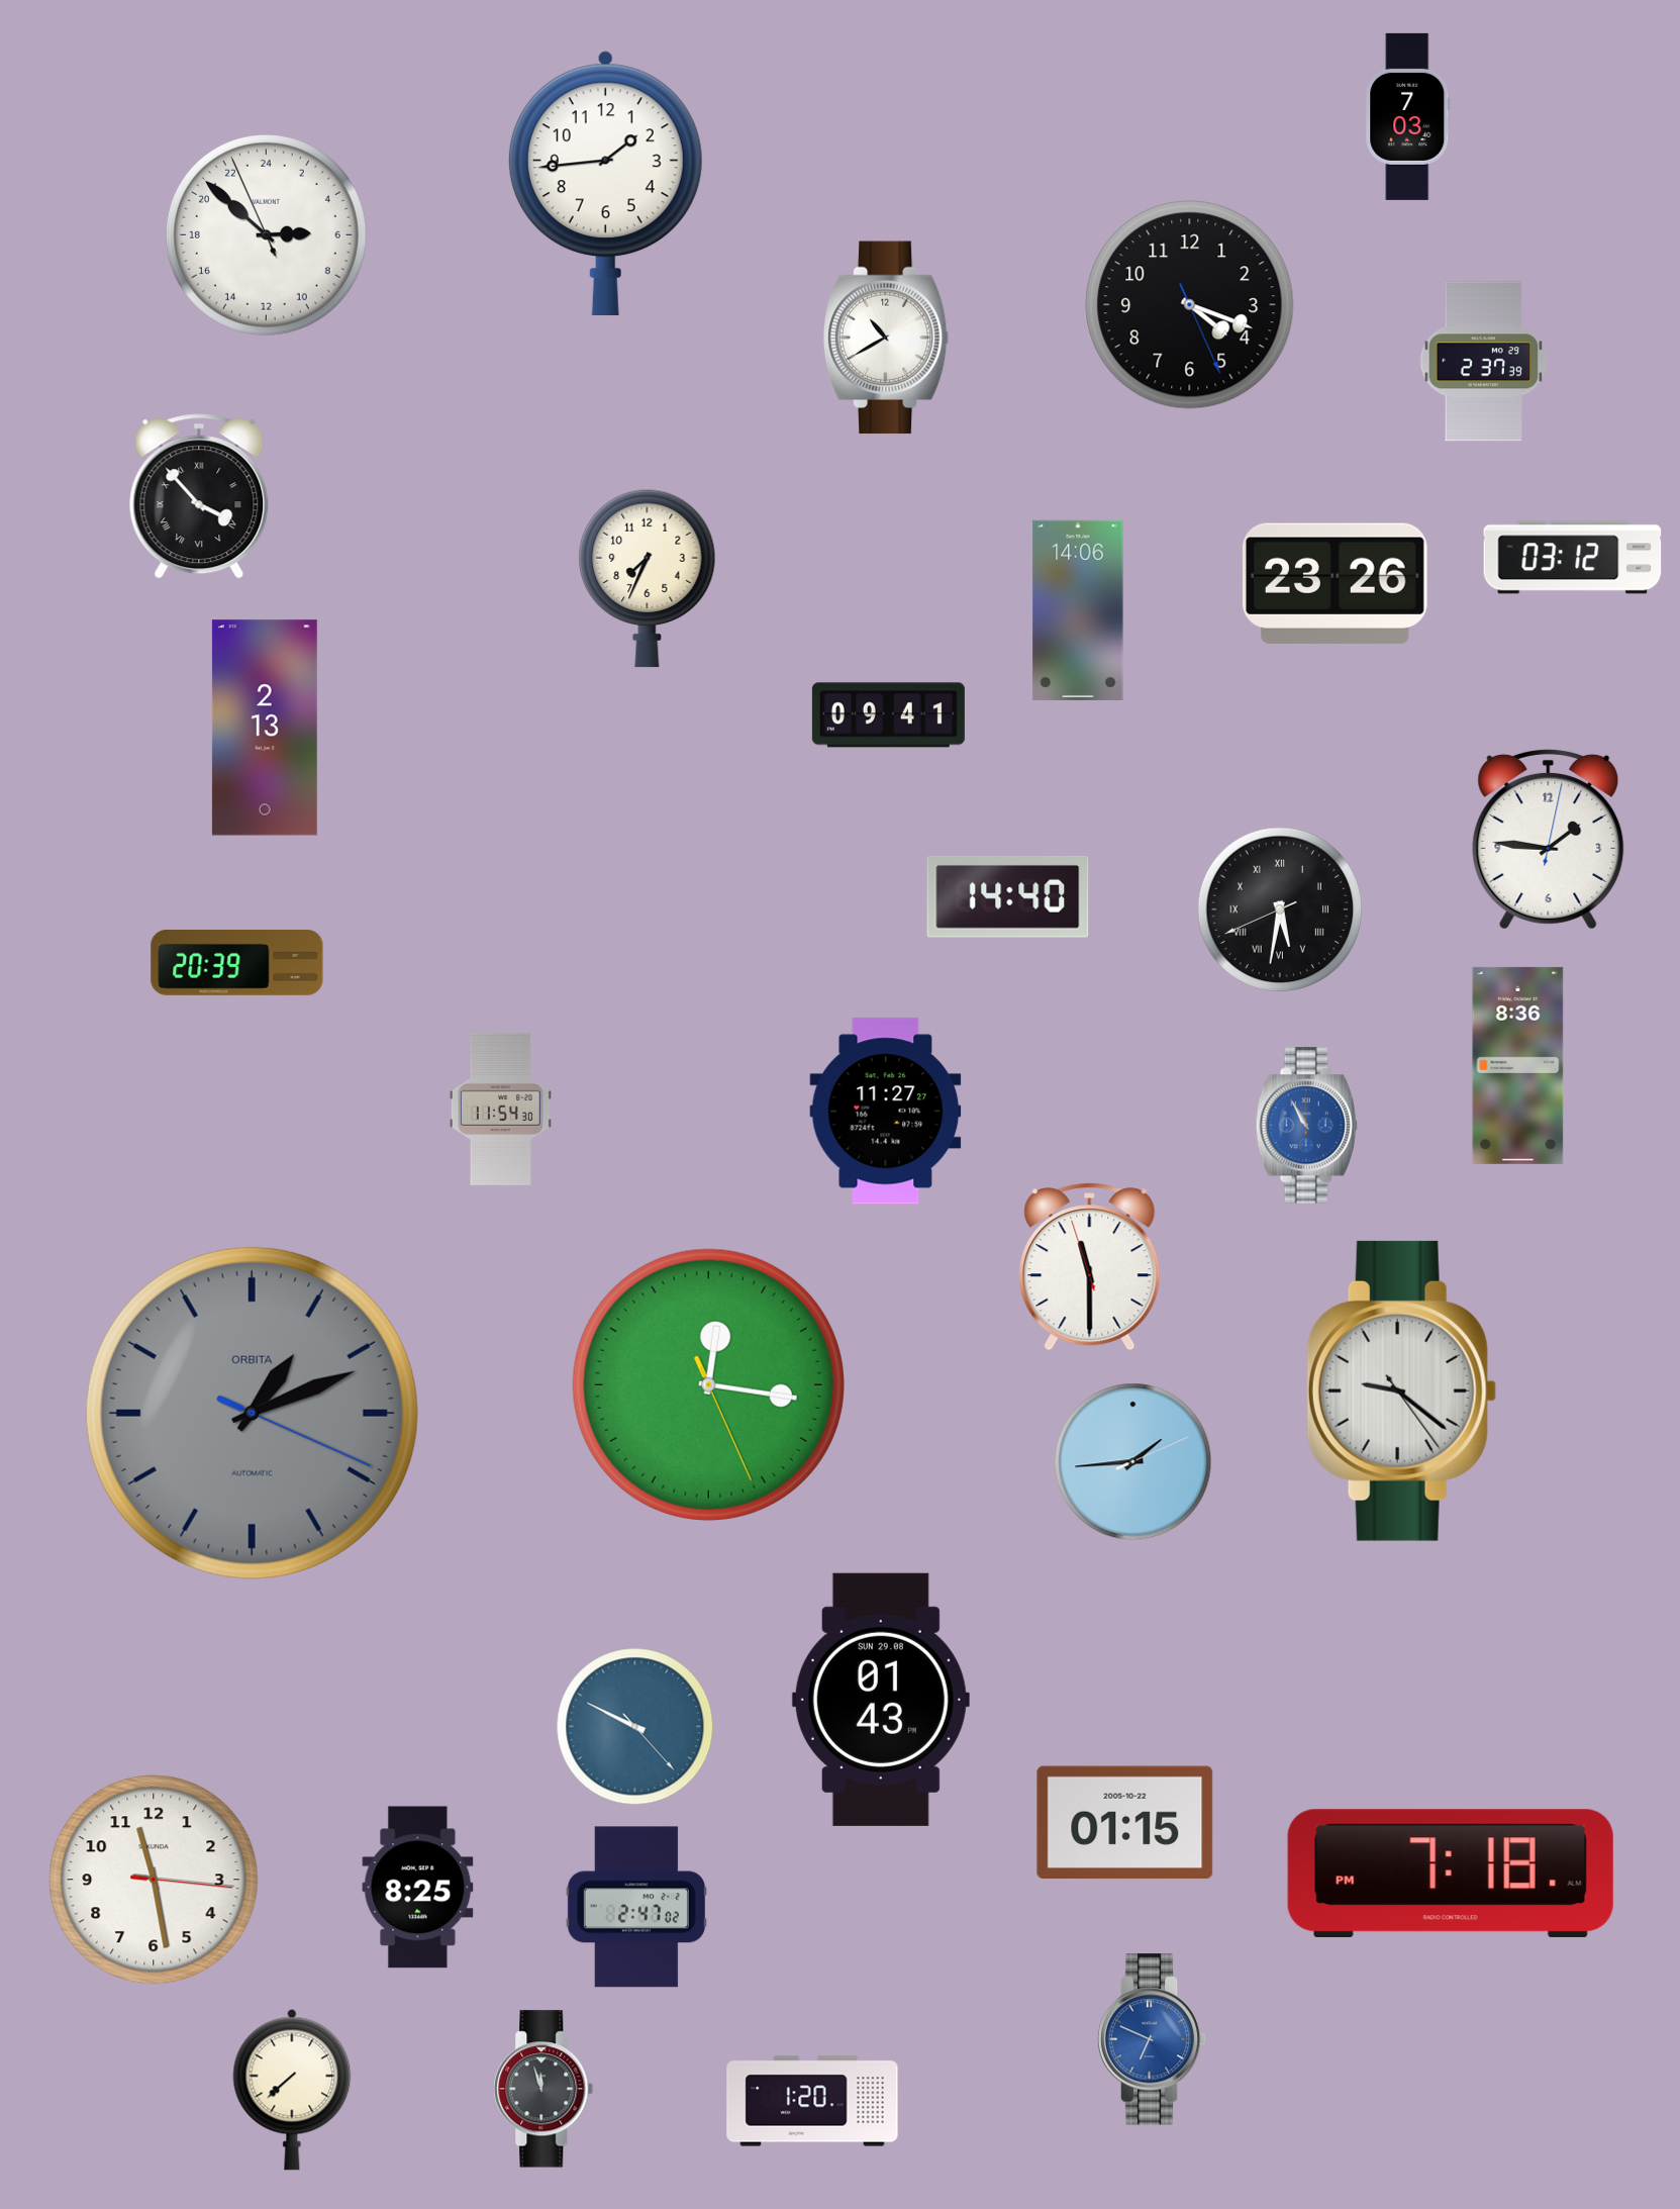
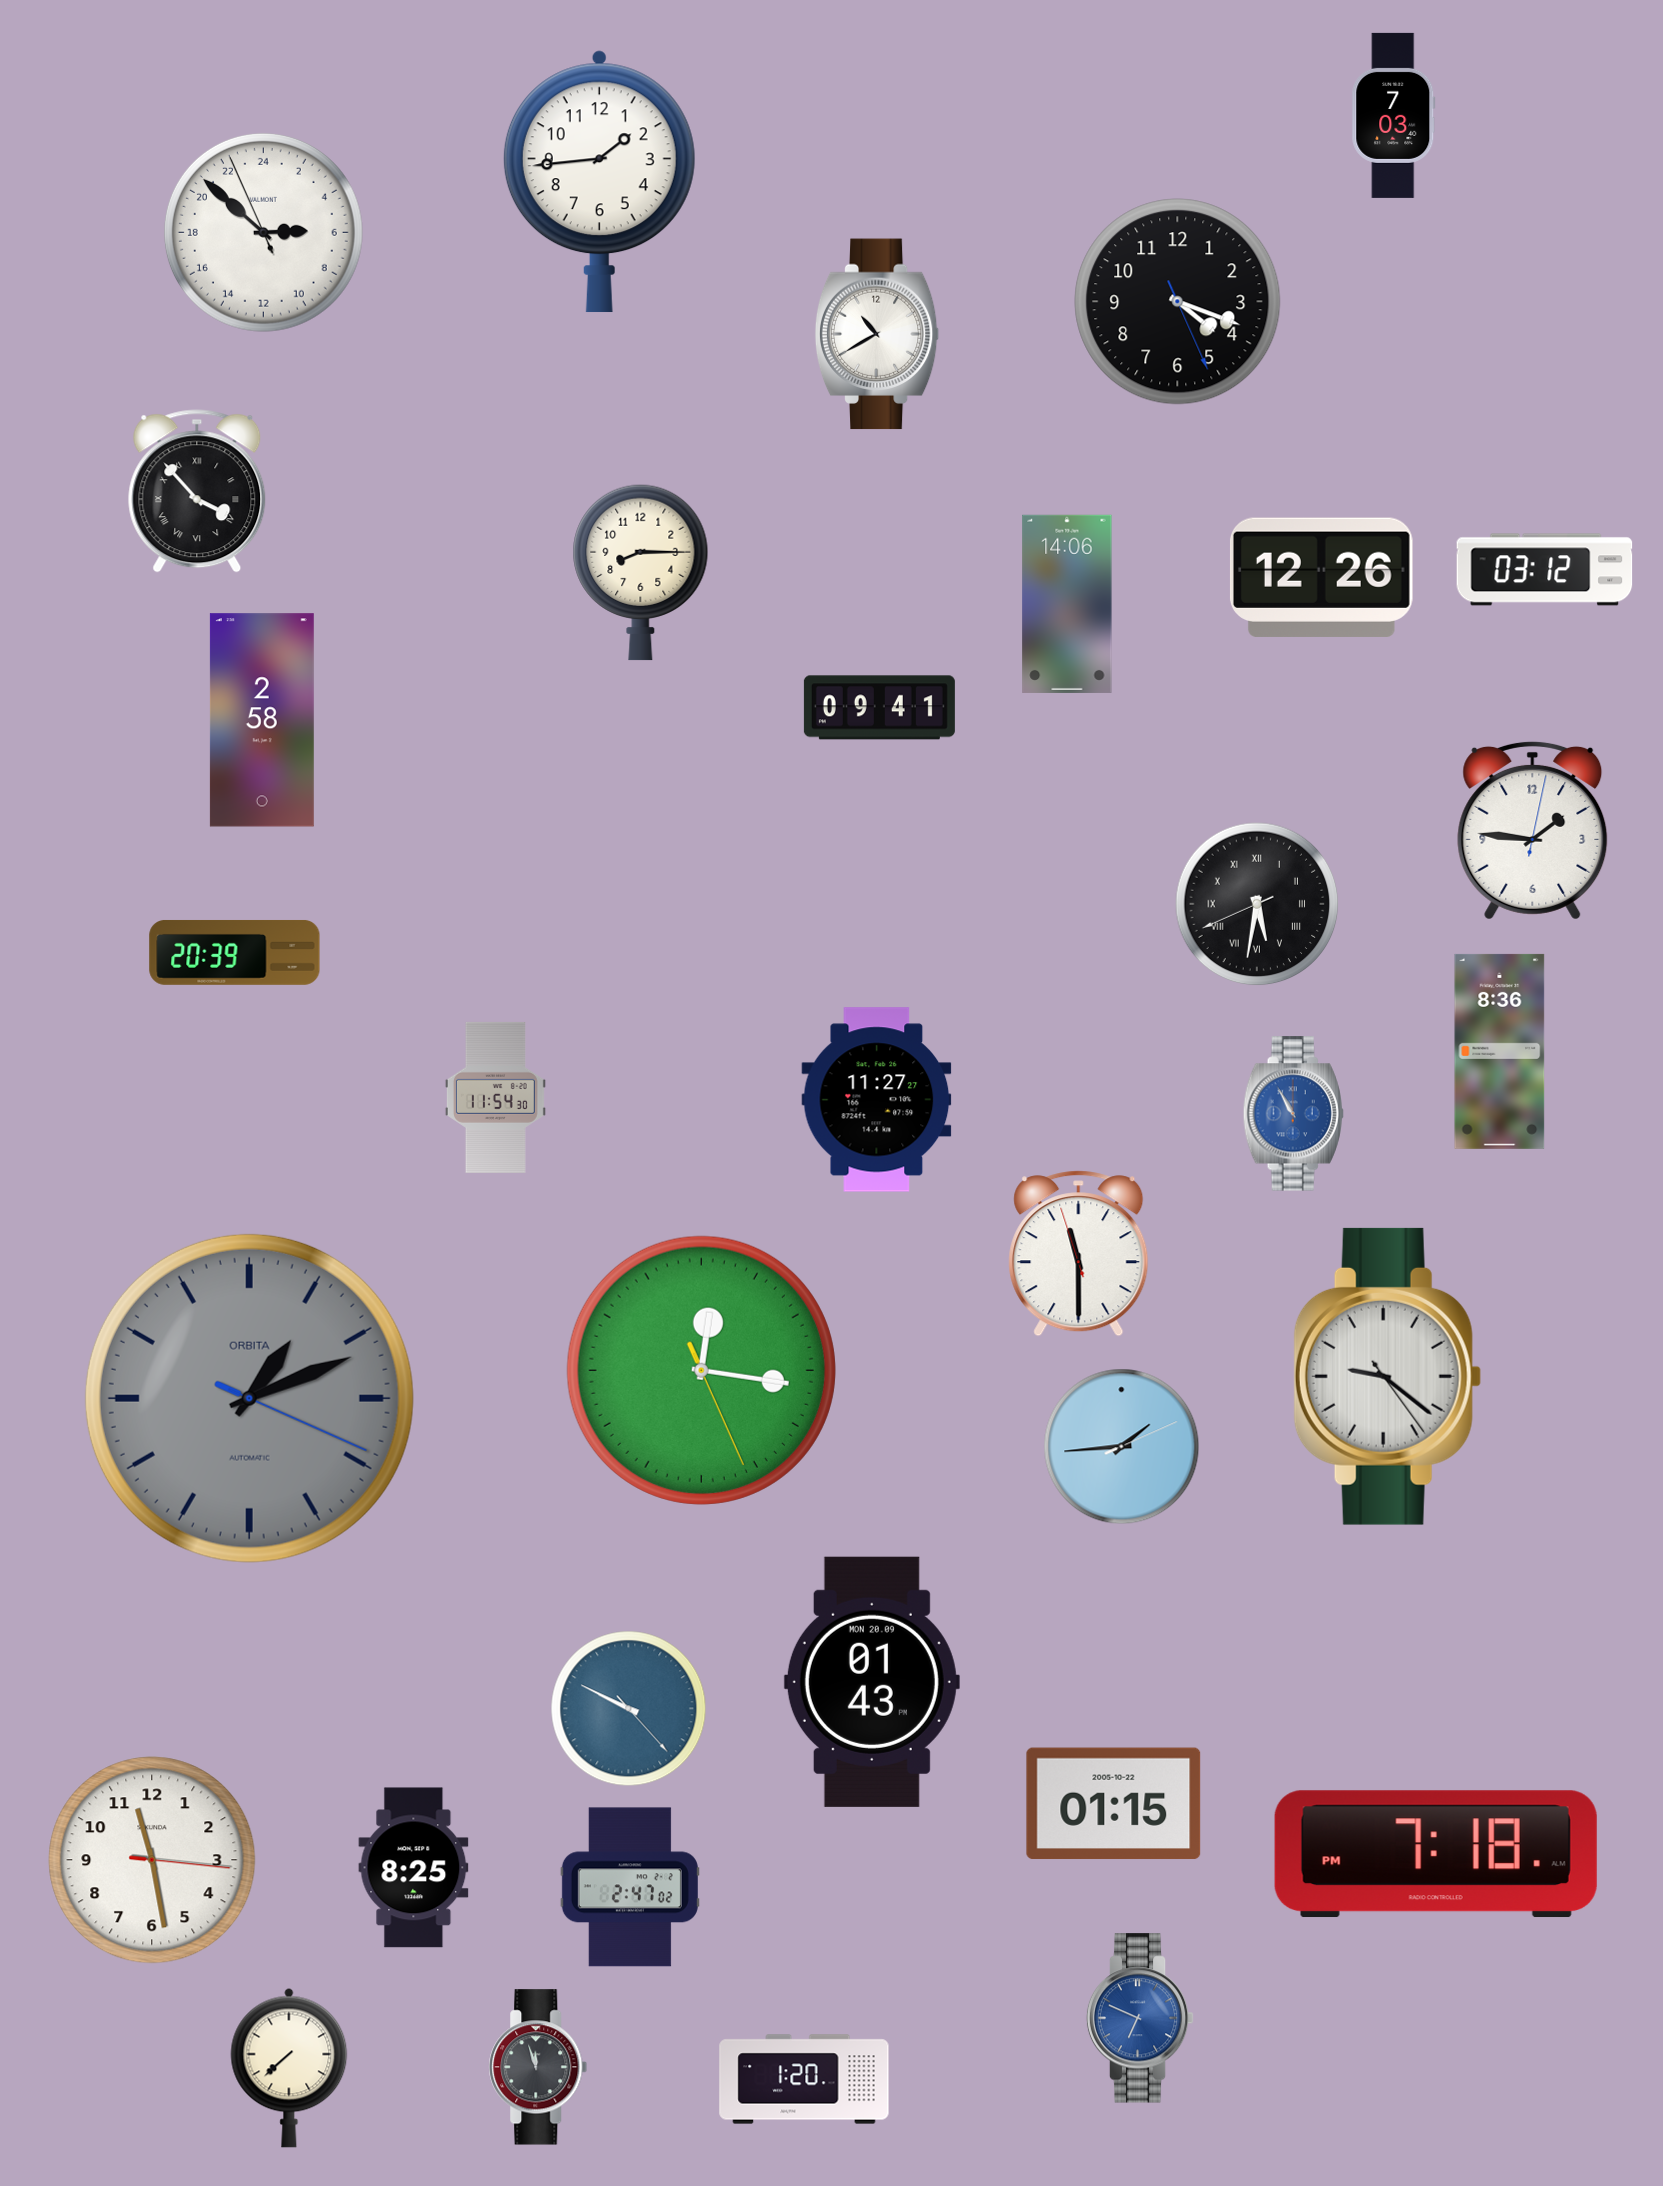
clock at (1484, 362): 2:37 -> none
clock at (1573, 558) position: (1573, 558) -> (1545, 570)
clock at (648, 578): 7:34 -> 8:15
clock at (1335, 583): 23:26 -> 12:26
clock at (265, 728): 2:13 -> 2:58
clock at (1008, 897): 14:40 -> none
clock at (1280, 909) position: (1280, 909) -> (1257, 904)
clock at (1518, 1065) position: (1518, 1065) -> (1500, 1051)
clock at (881, 1700) date: SUN 29.08 -> MON 20.09
